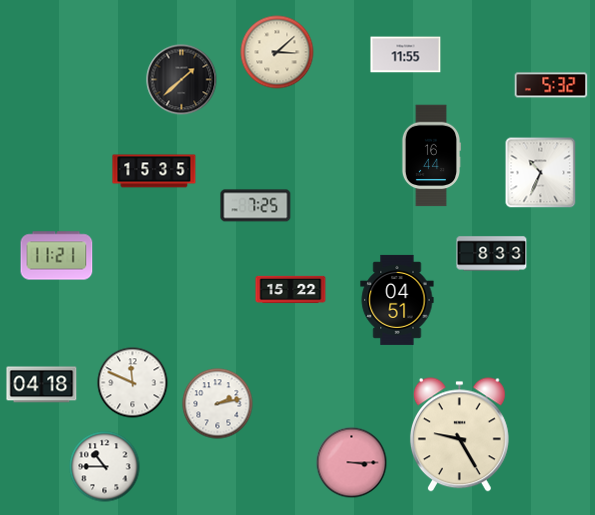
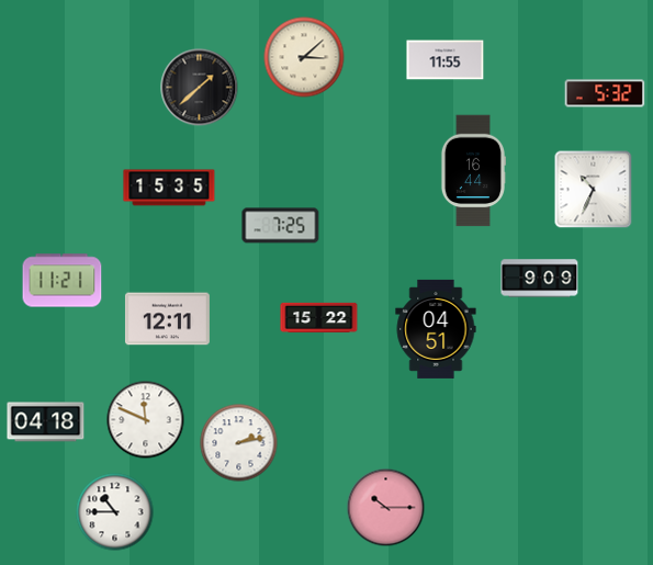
clock at (492, 254): 8:33 -> 9:09
clock at (167, 319): none -> 12:11
clock at (459, 435): 9:25 -> none
clock at (352, 463): 3:15 -> 10:15
